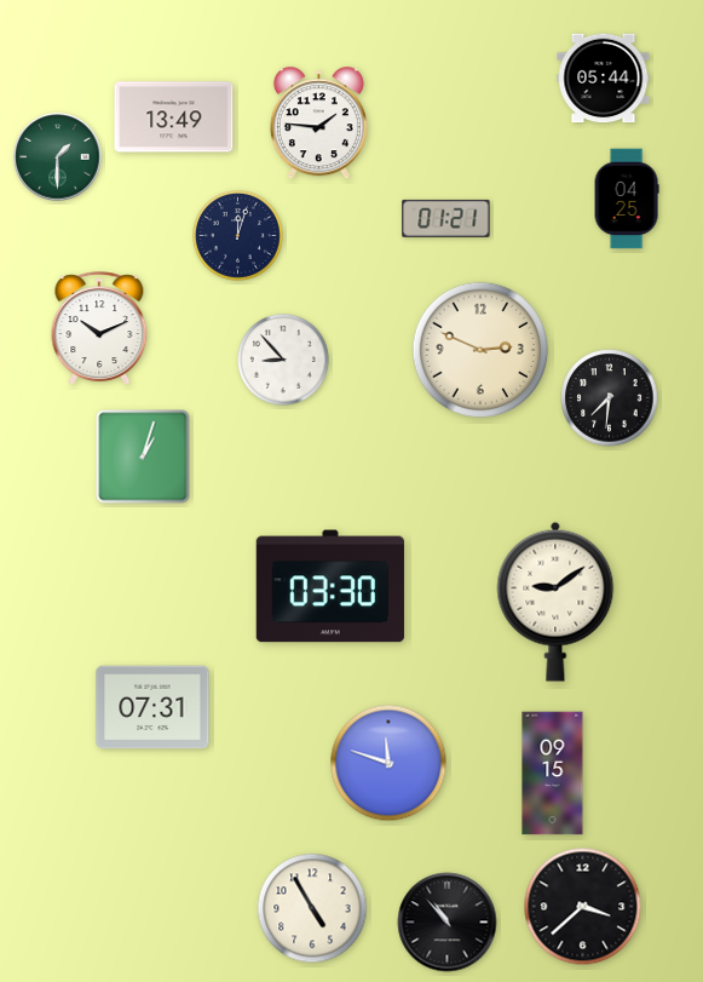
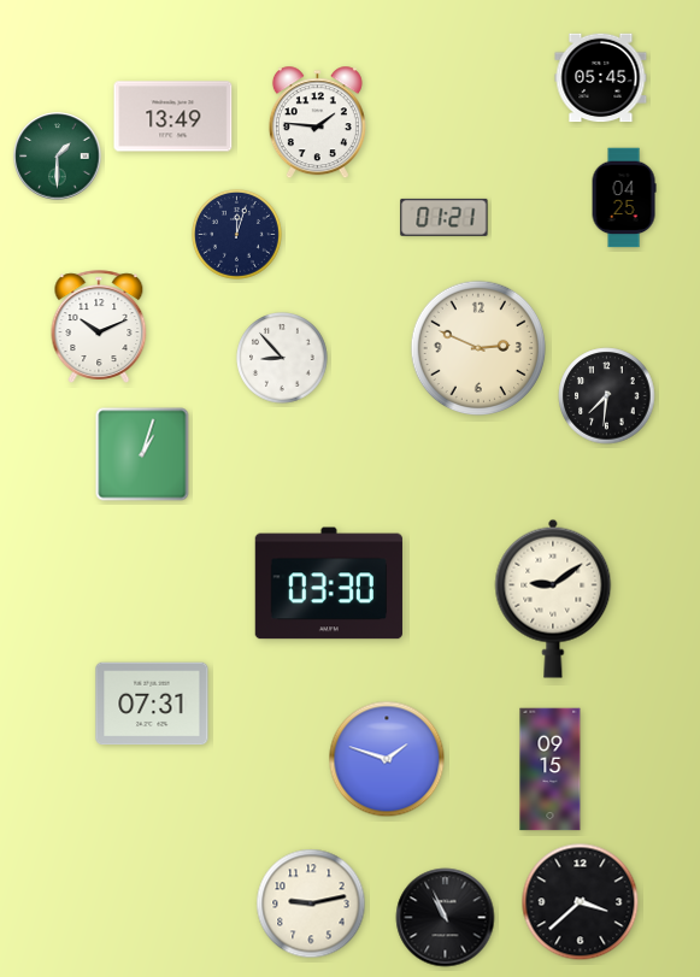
clock at (604, 79): 05:44 -> 05:45
clock at (388, 763): 11:48 -> 1:48
clock at (312, 908): 4:55 -> 9:13
clock at (448, 923): 10:53 -> 10:56
